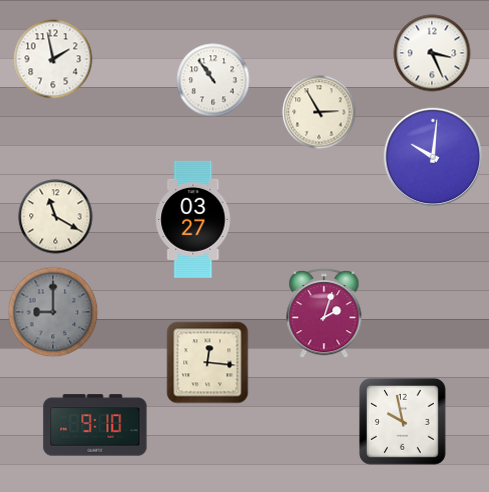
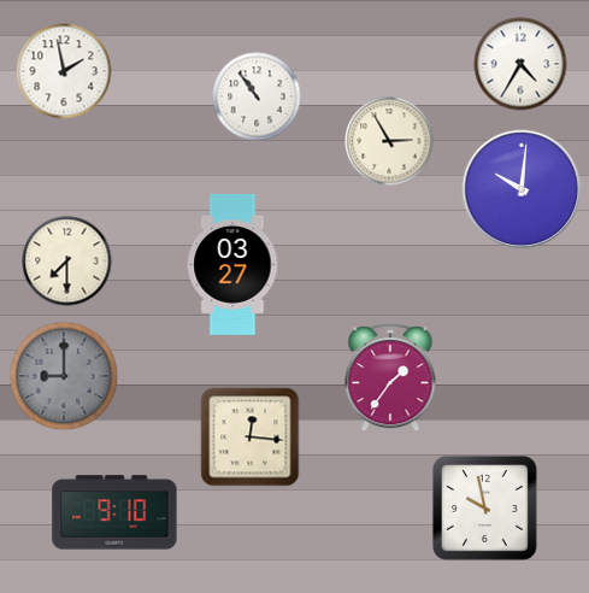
clock at (432, 53): 3:26 -> 4:35
clock at (319, 112) position: (319, 112) -> (389, 141)
clock at (56, 217): 11:20 -> 7:30
clock at (324, 314): 2:03 -> 1:36
